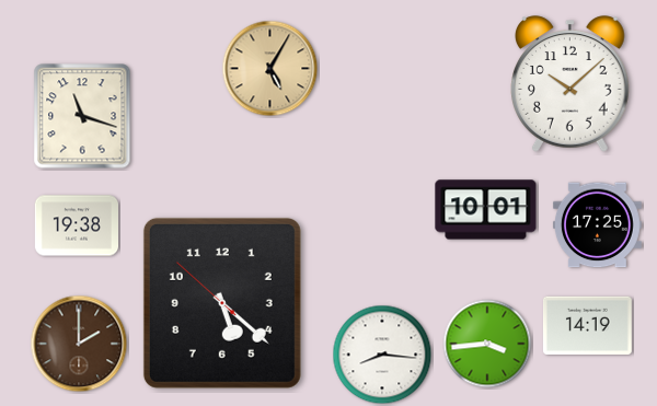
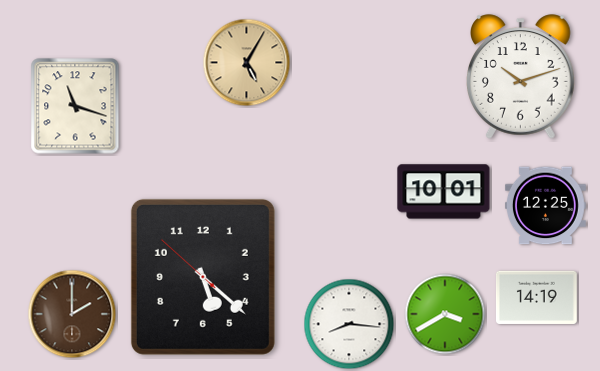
clock at (570, 84): 10:08 -> 10:12
clock at (76, 225): 19:38 -> none
clock at (597, 225): 17:25 -> 12:25
clock at (487, 344): 3:44 -> 3:40
